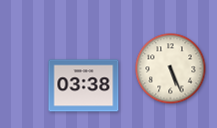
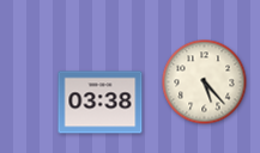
clock at (171, 69): 5:26 -> 5:23
